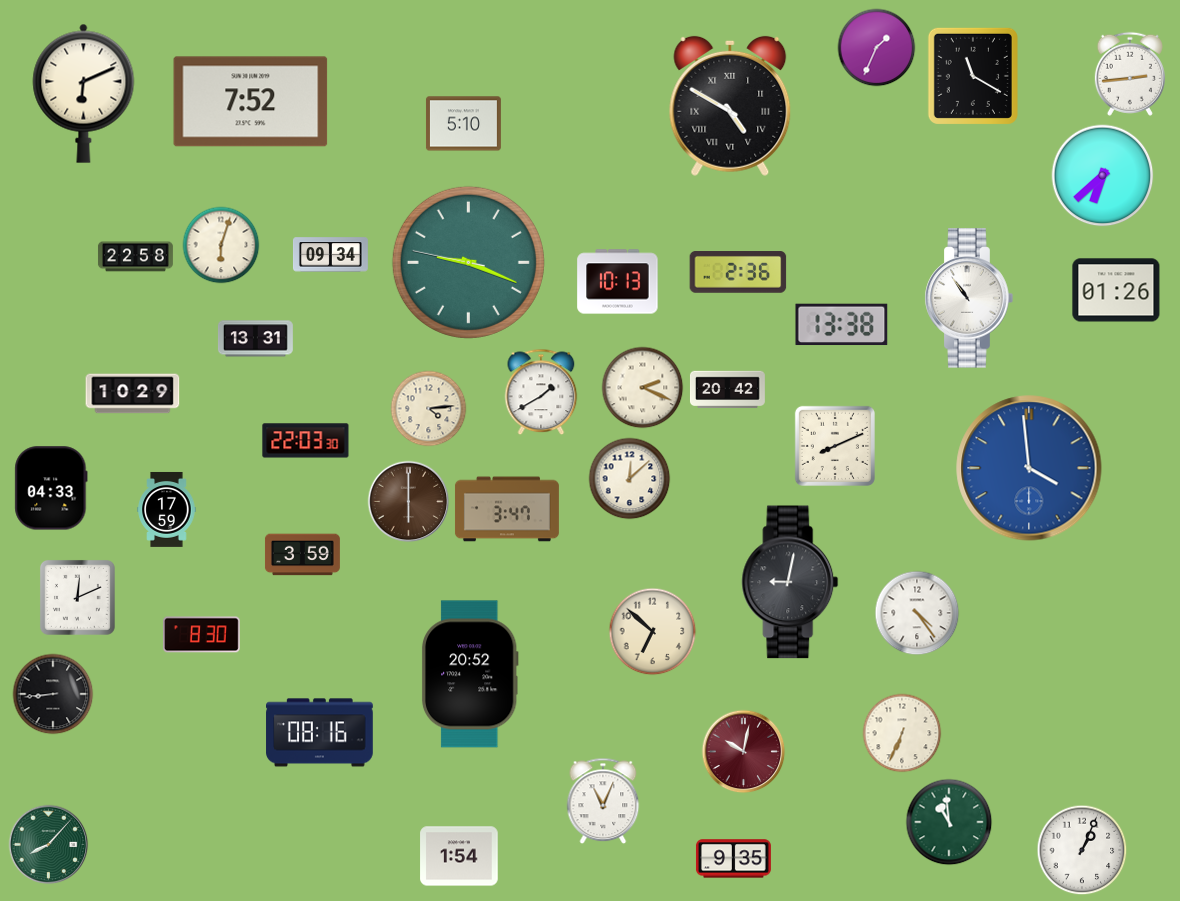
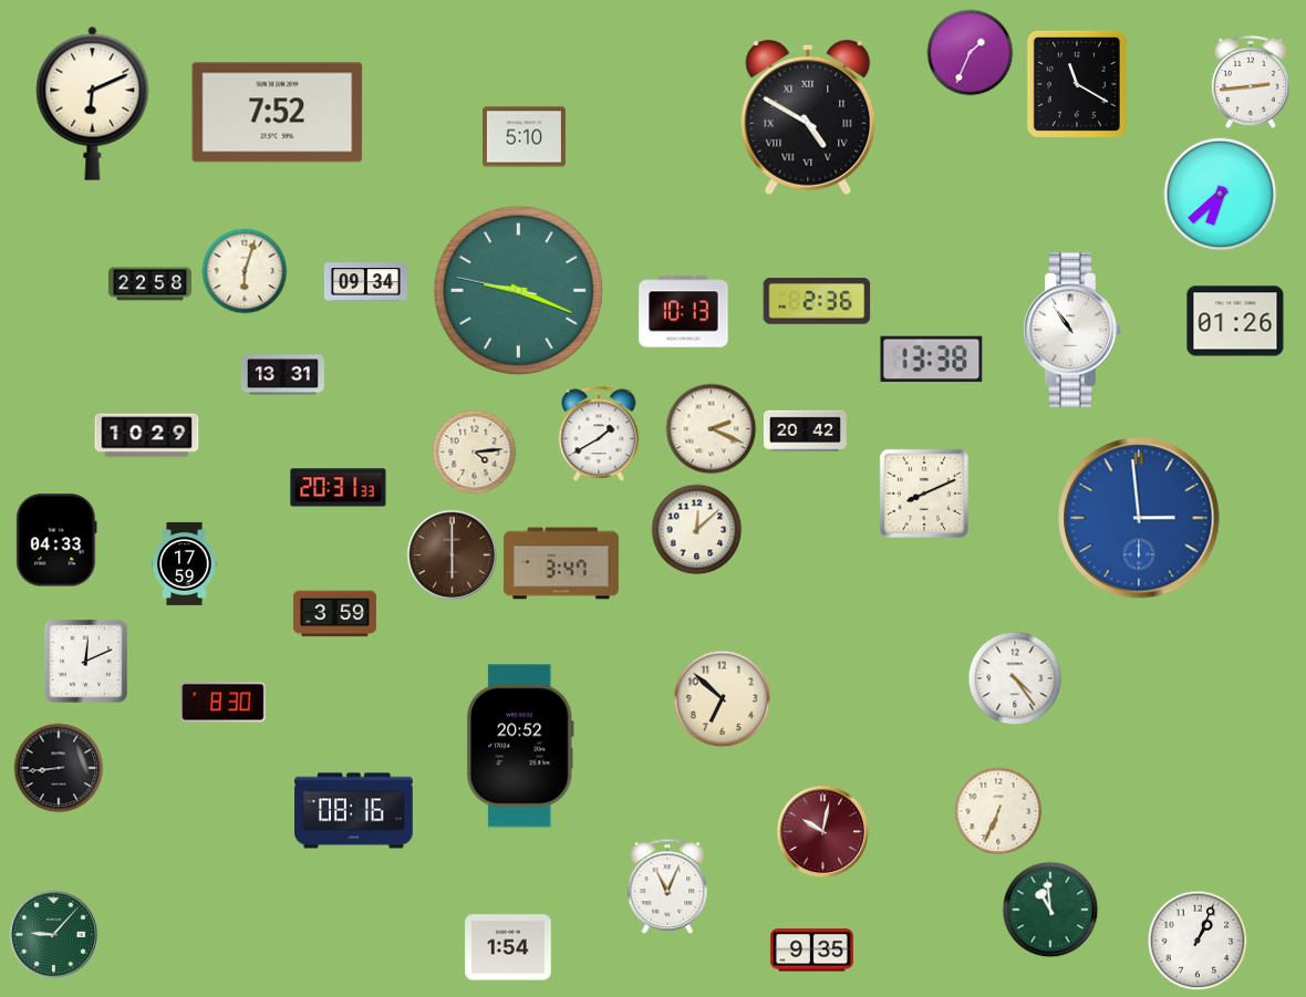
clock at (463, 124) position: (463, 124) -> (524, 137)
clock at (306, 441): 22:03 -> 20:31
clock at (1029, 468): 3:59 -> 2:59
clock at (790, 582): 9:02 -> none
clock at (49, 845): 8:07 -> 9:07
